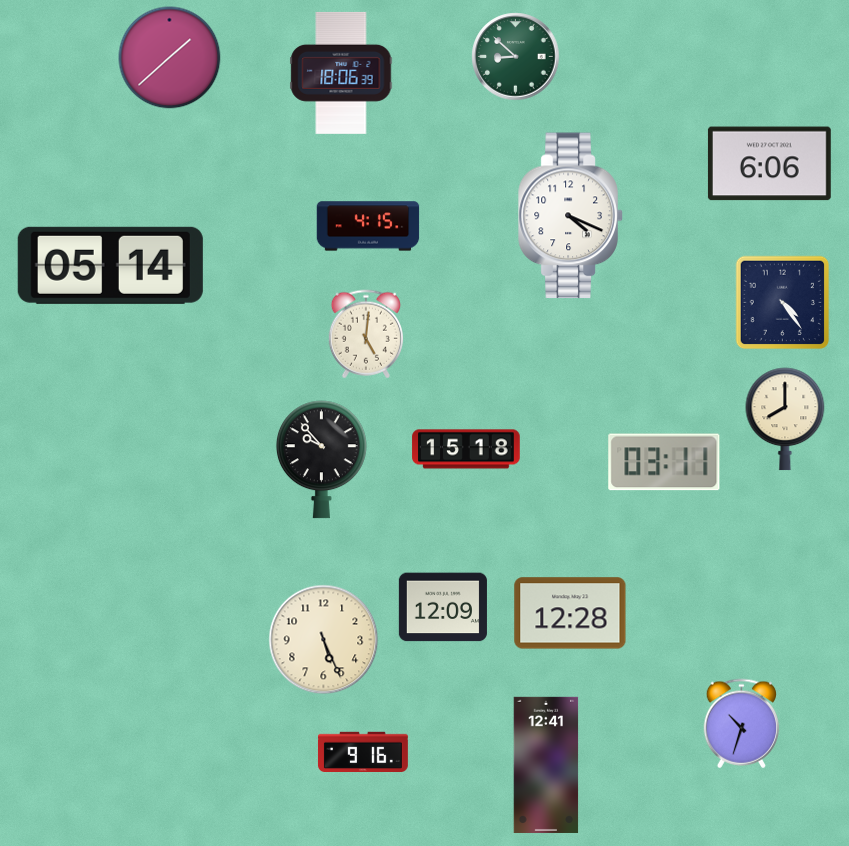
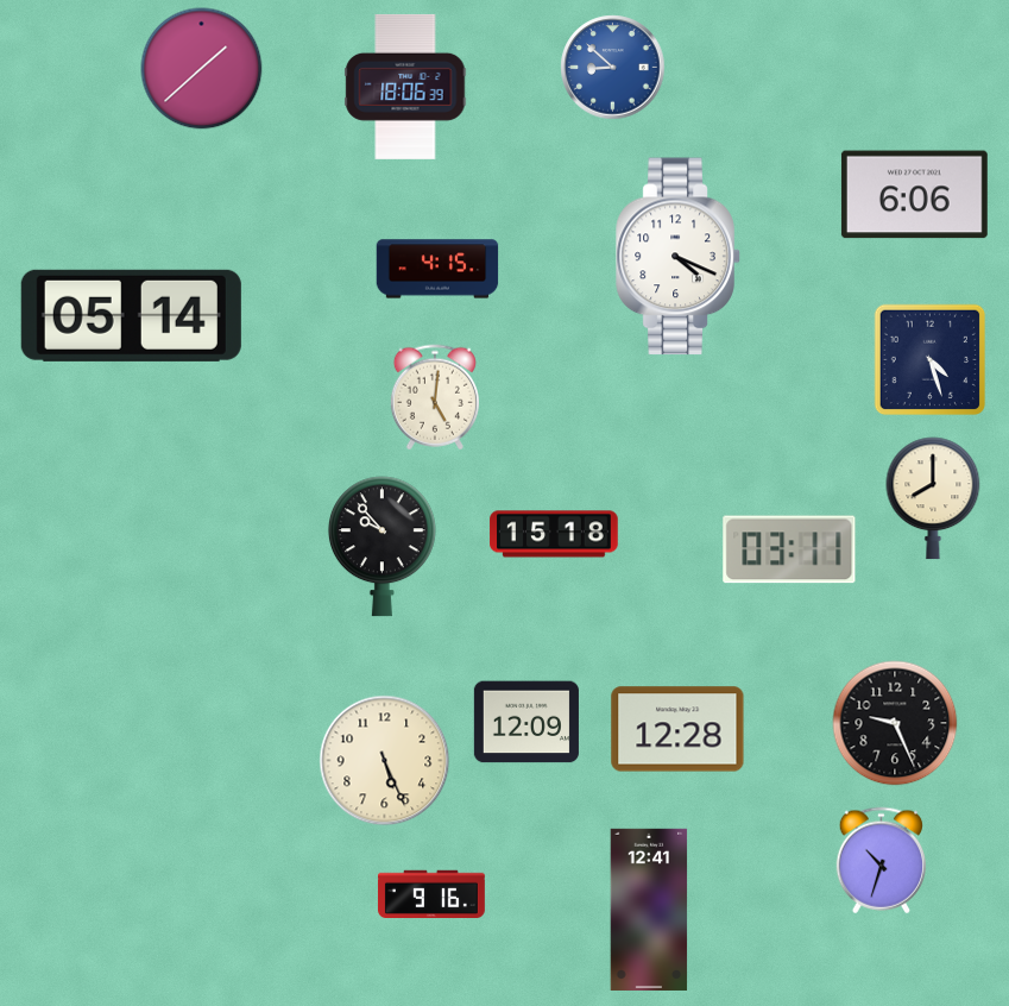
clock at (516, 57) dial: green -> blue
clock at (783, 303): 4:24 -> 4:27
clock at (895, 723): none -> 9:26
